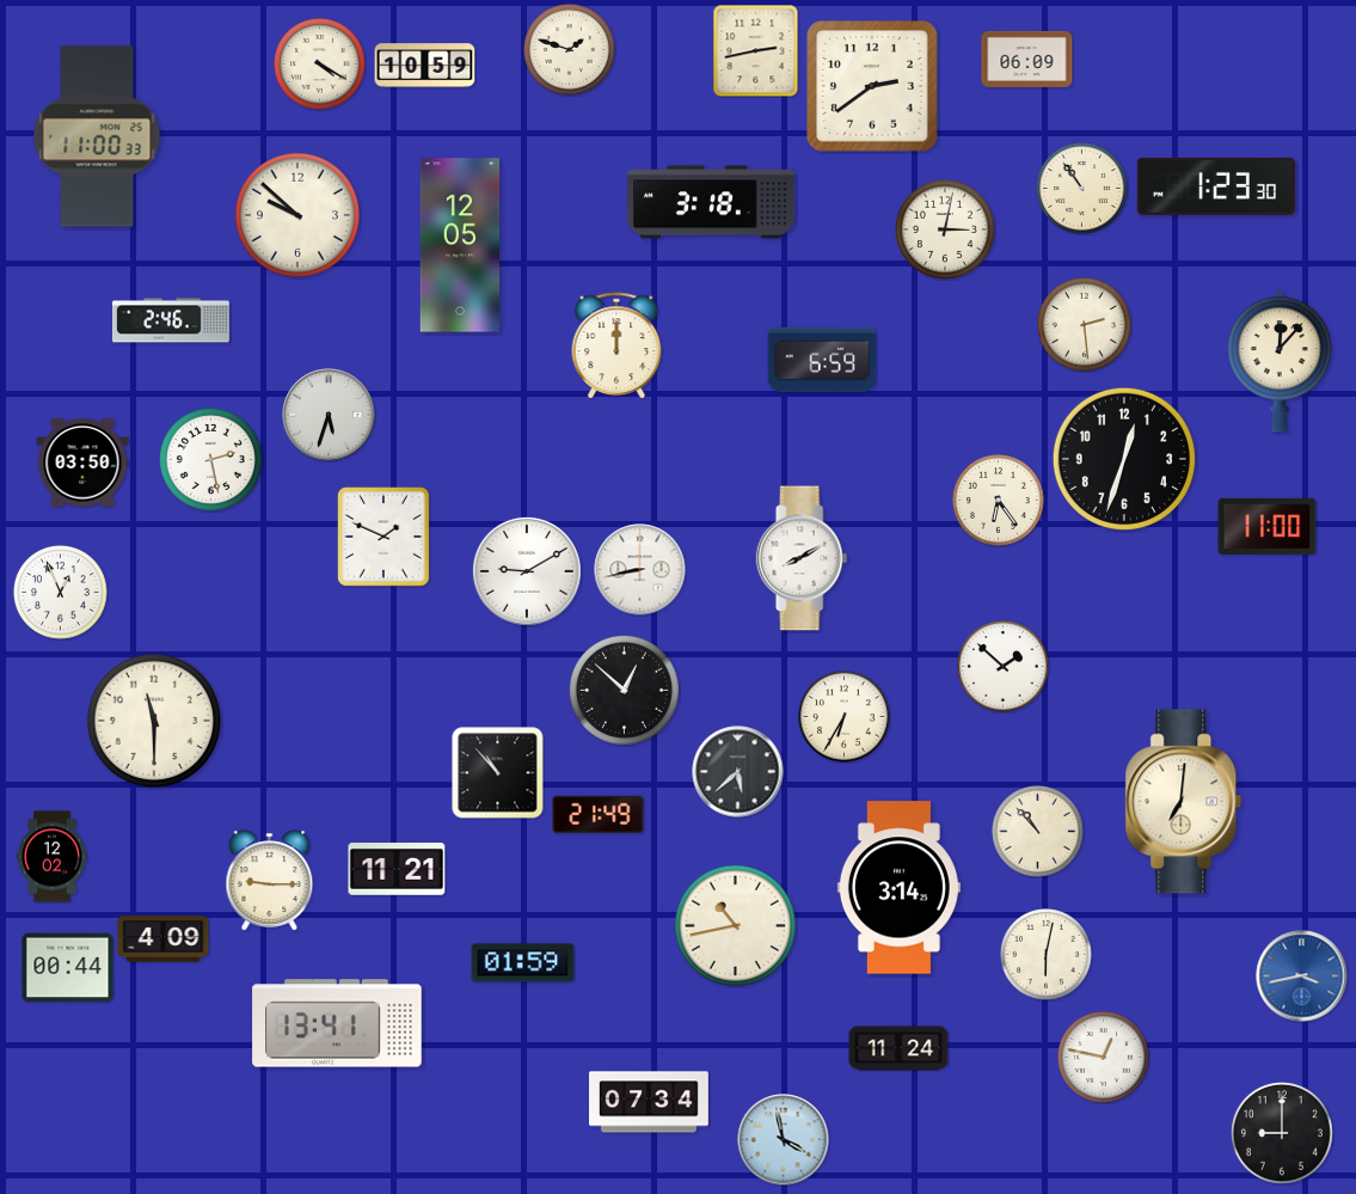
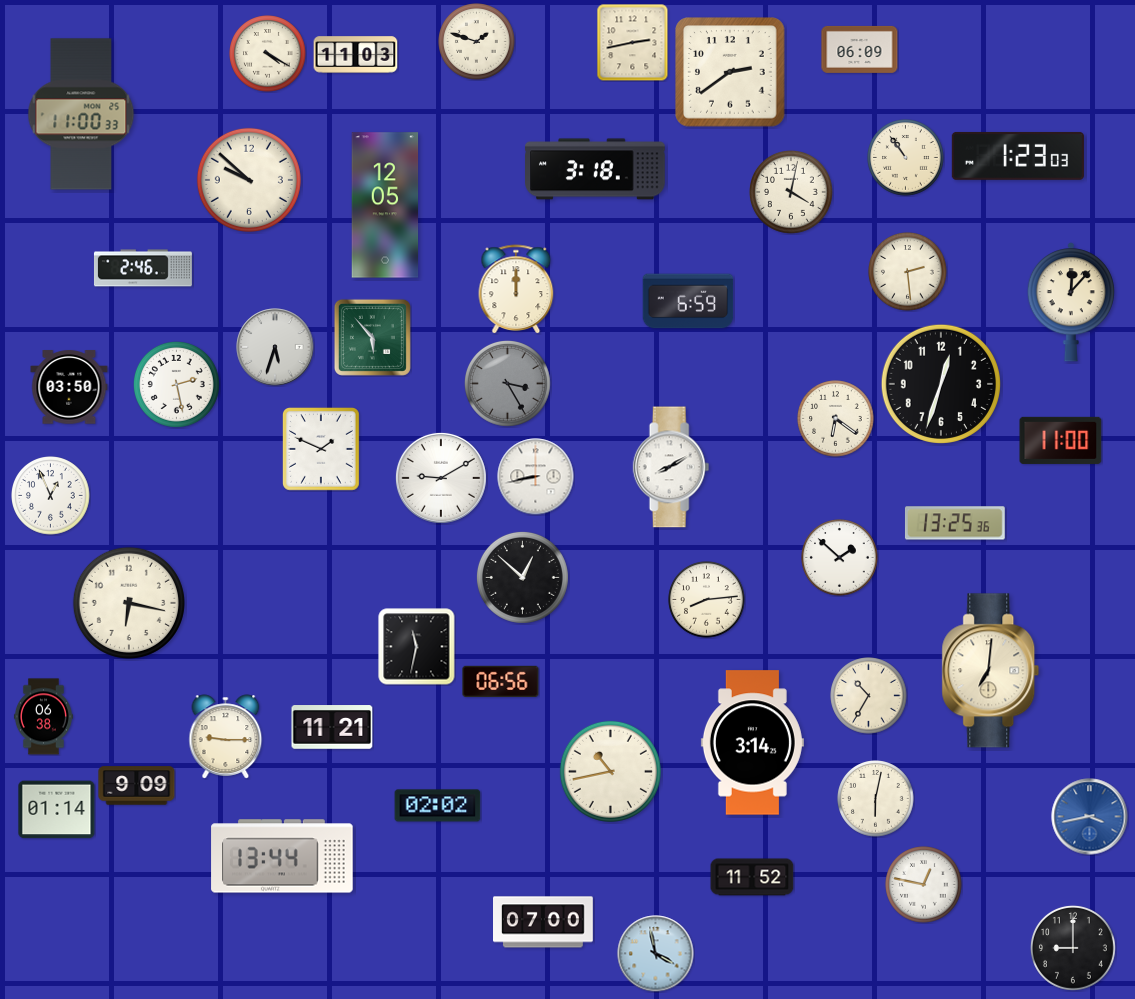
clock at (425, 66): 10:59 -> 11:03
clock at (1216, 186): 1:23:30 -> 1:23:03
clock at (946, 231): 3:02 -> 4:02
clock at (372, 337): none -> 5:53
clock at (507, 383): none -> 3:25
clock at (999, 501): 6:24 -> 6:21
clock at (955, 523): none -> 13:25
clock at (845, 717): 6:35 -> 8:14
clock at (154, 721): 11:30 -> 6:17
clock at (738, 772): 5:38 -> none
clock at (498, 773): 10:53 -> 11:32
clock at (599, 814): 21:49 -> 06:56
clock at (1038, 832): 10:53 -> 10:35
clock at (51, 857): 12:02 -> 06:38
clock at (735, 925) position: (735, 925) -> (610, 771)
clock at (164, 939): 4:09 -> 9:09
clock at (523, 963): 01:59 -> 02:02
clock at (68, 968): 00:44 -> 01:14
clock at (337, 1023): 13:41 -> 13:44
clock at (898, 1048): 11:24 -> 11:52
clock at (650, 1102): 07:34 -> 07:00
